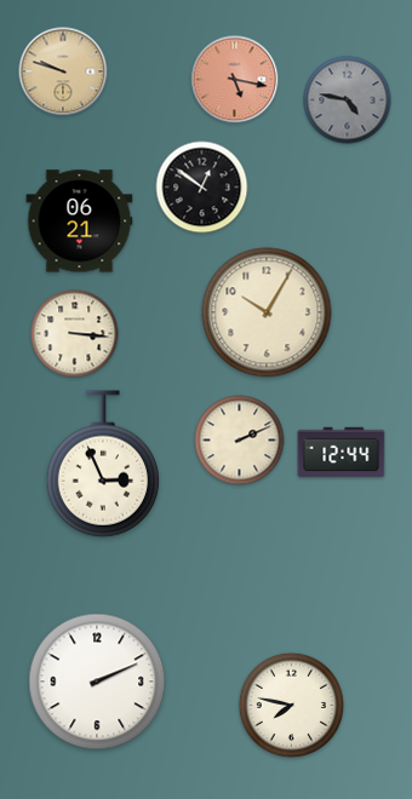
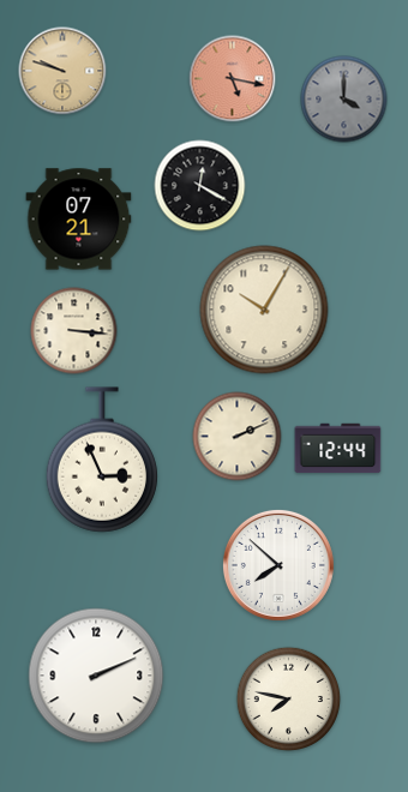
clock at (348, 100): 4:47 -> 4:00
clock at (202, 188): 12:51 -> 12:20
clock at (80, 222): 06:21 -> 07:21
clock at (278, 565): none -> 7:52
